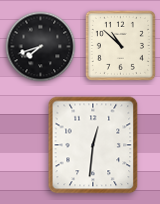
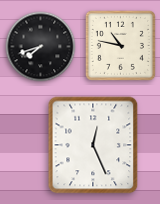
clock at (120, 45): 10:52 -> 10:47
clock at (93, 145): 12:31 -> 12:26
